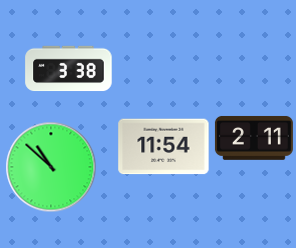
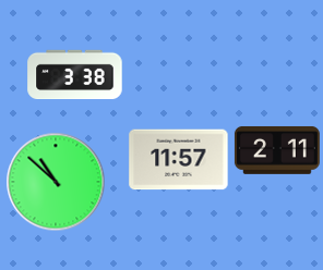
clock at (164, 147): 11:54 -> 11:57
